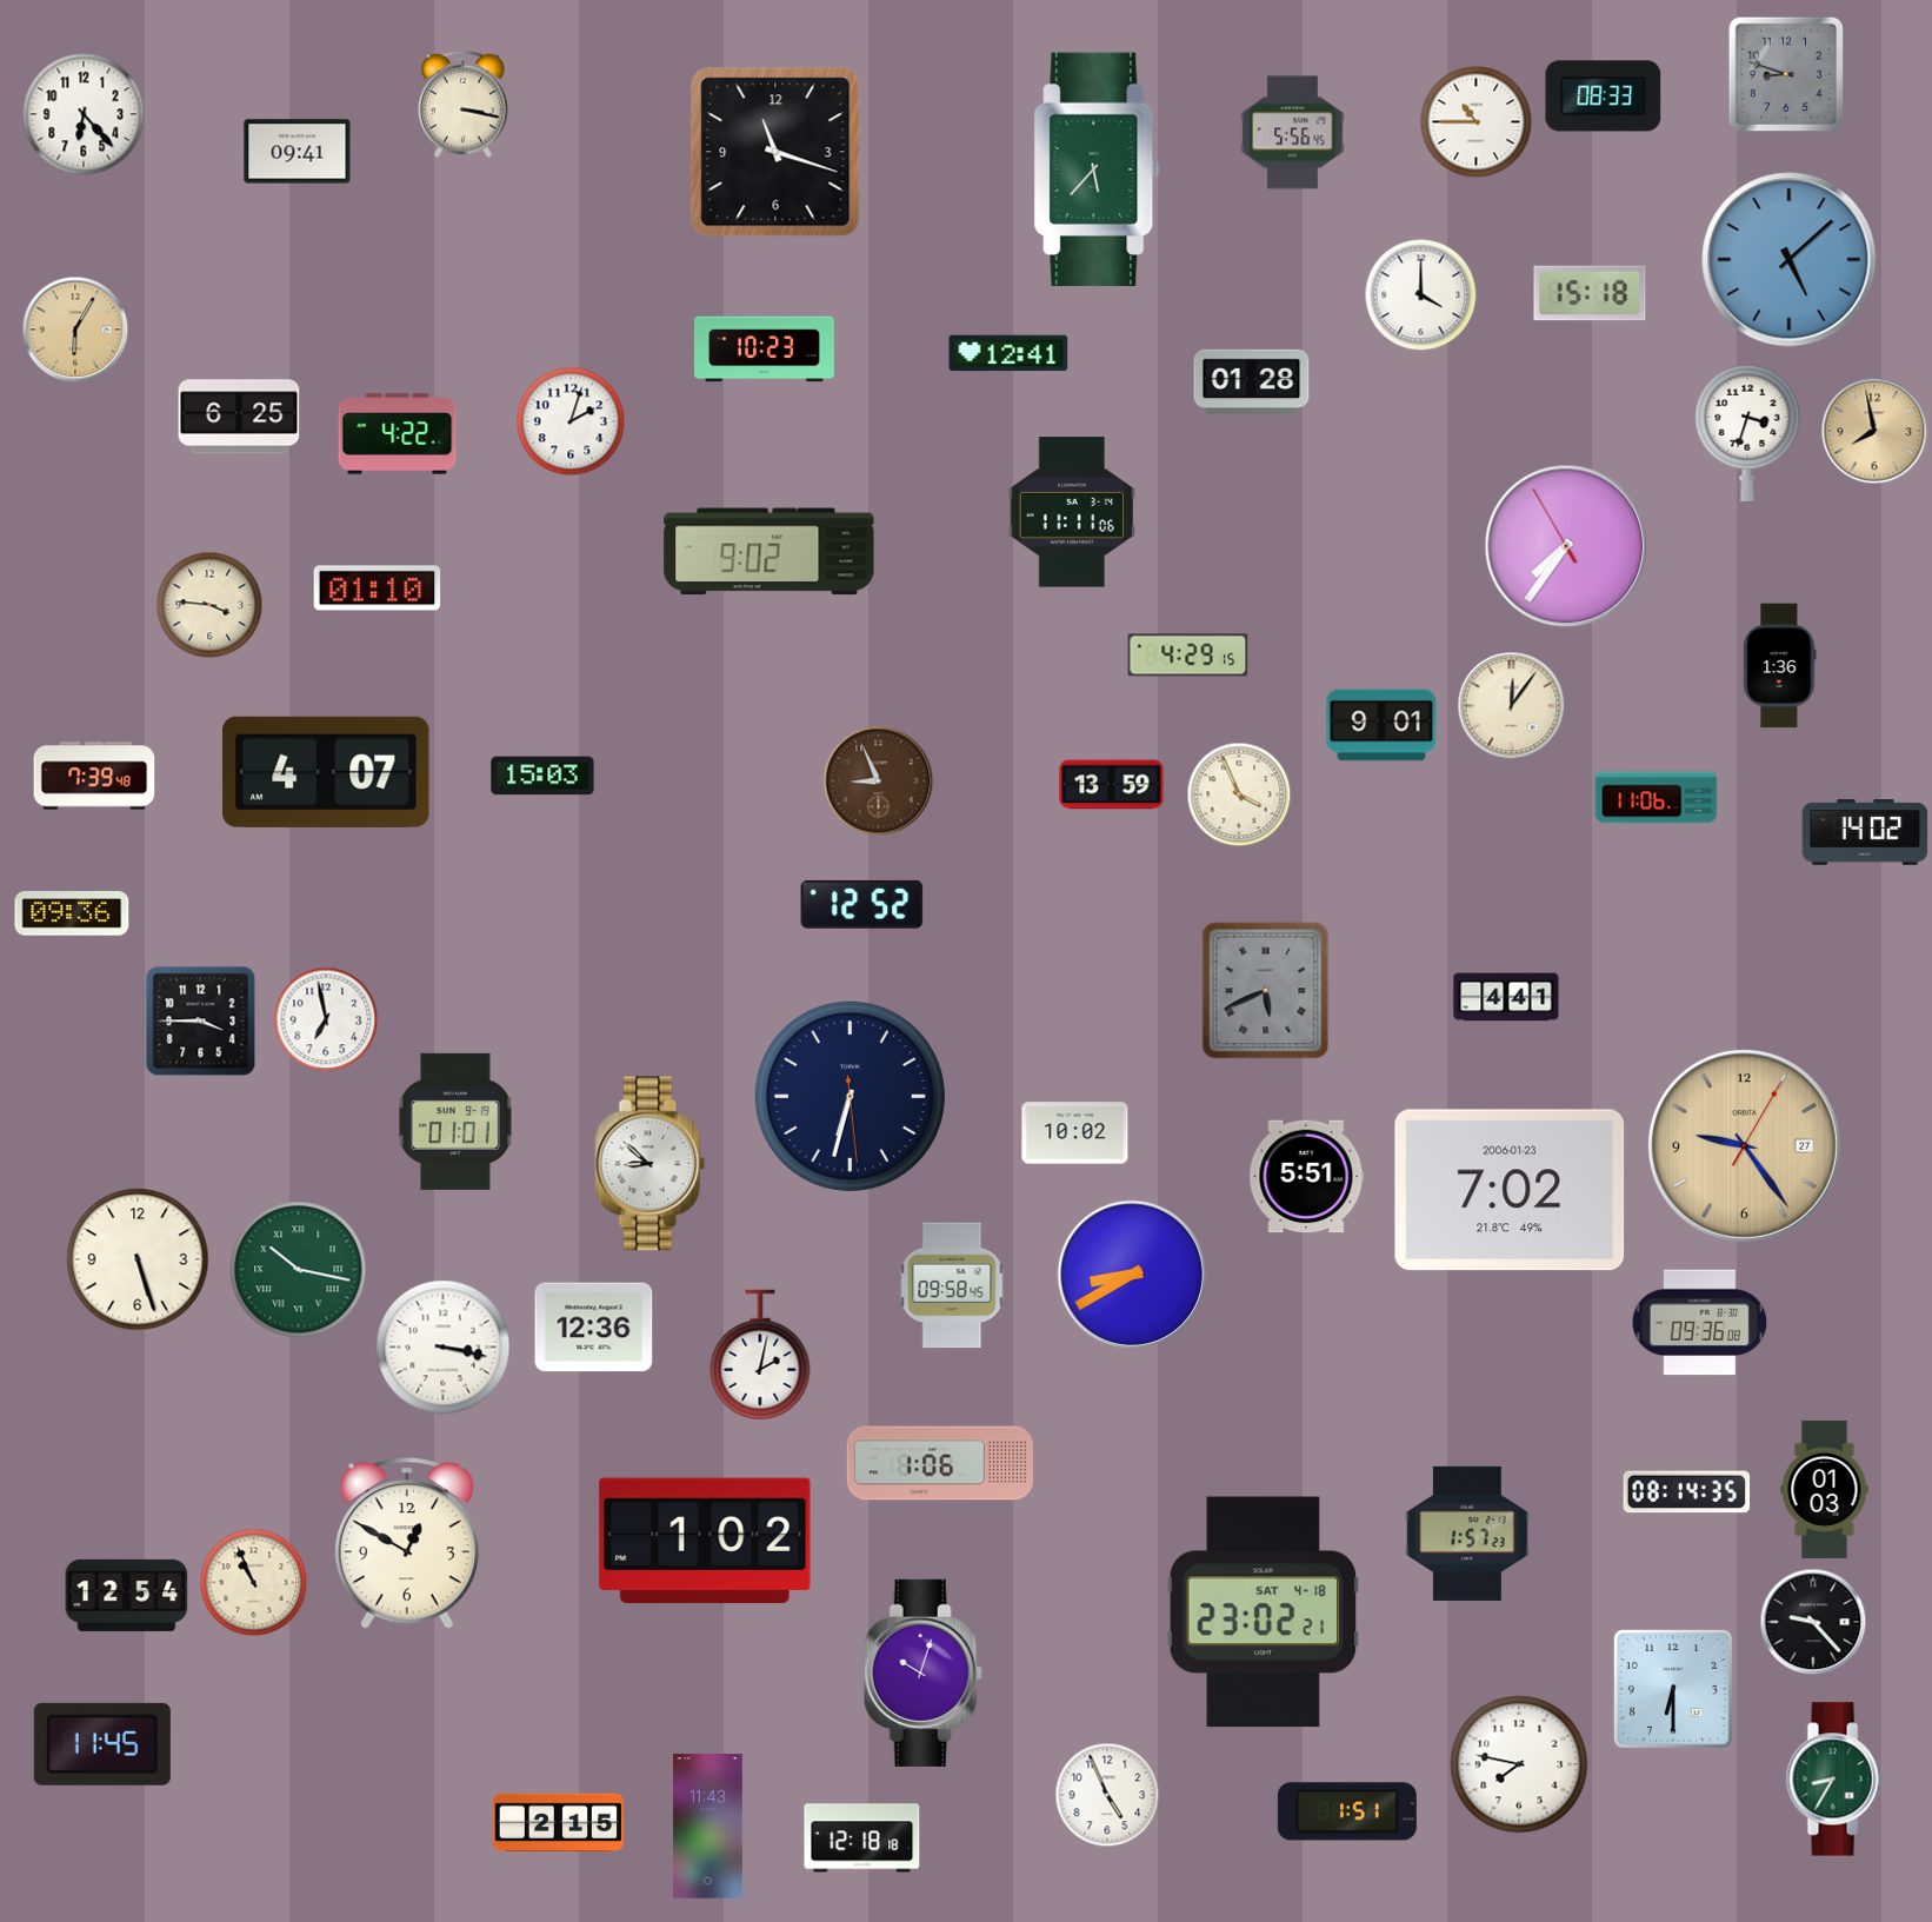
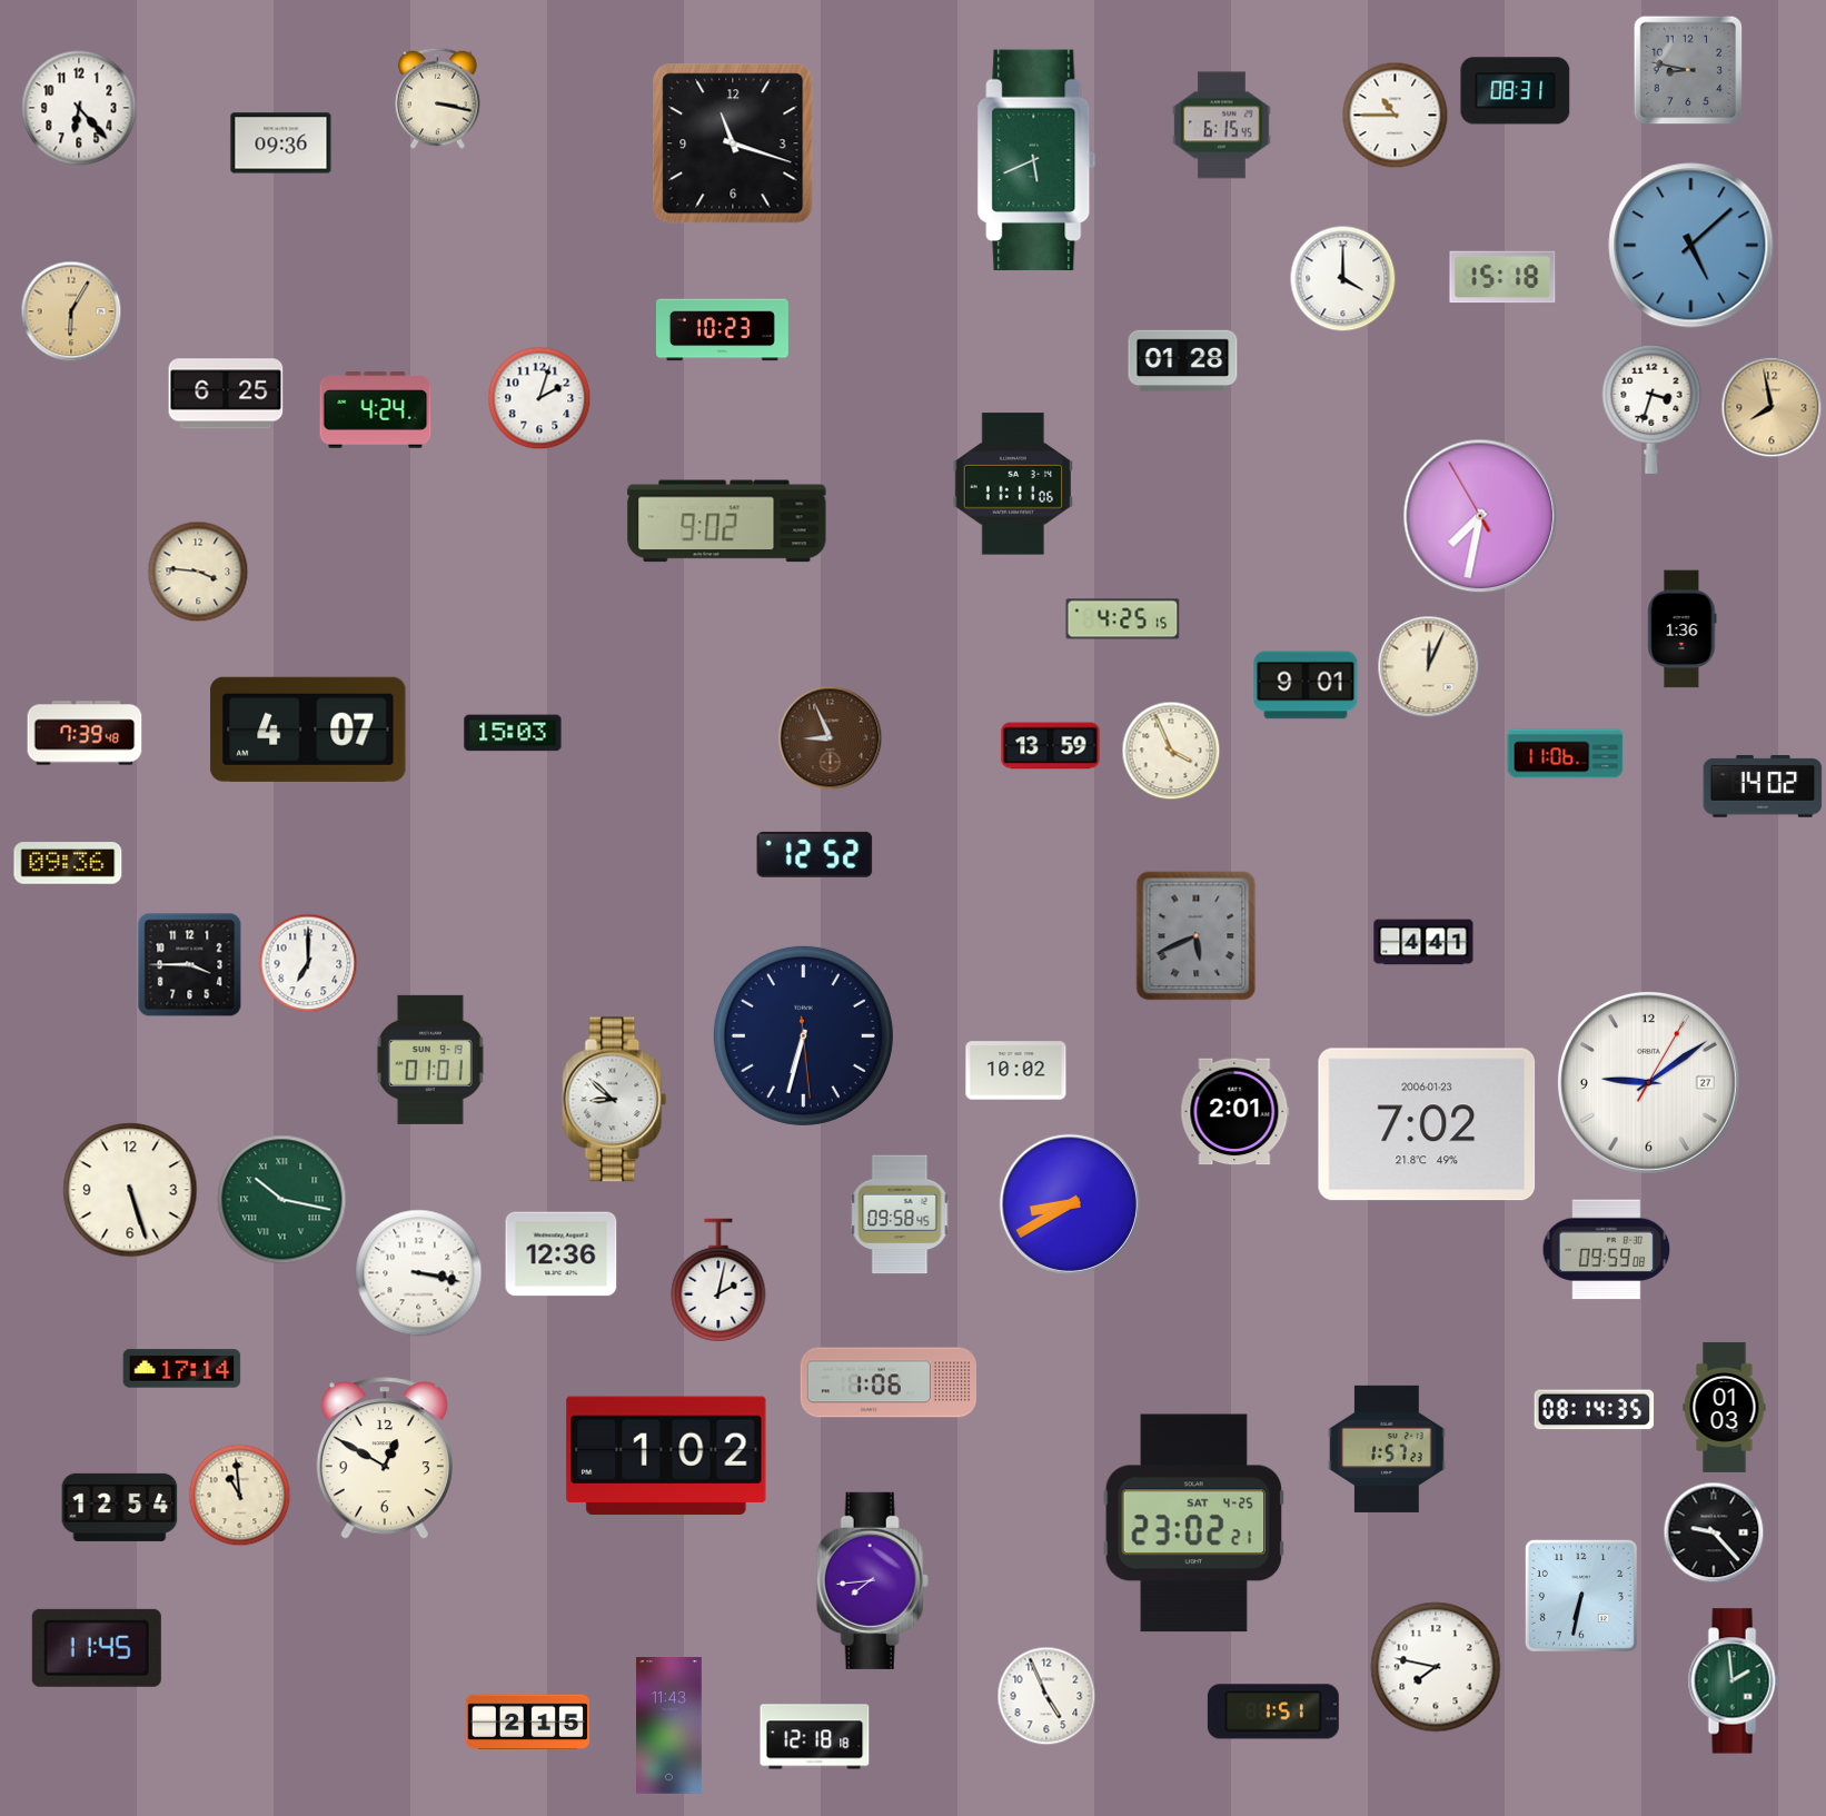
clock at (1786, 74): 8:48 -> 8:47
clock at (1604, 97): 08:33 -> 08:31
clock at (1293, 133): 5:56 -> 6:15
clock at (298, 152): 09:41 -> 09:36
clock at (1097, 169): 5:37 -> 5:41
clock at (1008, 353): 12:41 -> none
clock at (398, 434): 4:22 -> 4:24
clock at (1566, 546): 7:35 -> 7:31
clock at (378, 588): 01:10 -> none
clock at (1188, 656): 4:29 -> 4:25
clock at (1511, 705): 12:06 -> 12:04
clock at (94, 776) position: (94, 776) -> (85, 733)
clock at (1112, 785) position: (1112, 785) -> (1051, 746)
clock at (326, 1019): 6:58 -> 7:00
clock at (1744, 1145): 9:24 -> 9:09
clock at (1744, 1145) dial: champagne -> white
clock at (1307, 1177): 5:51 -> 2:01
clock at (1700, 1323): 09:36 -> 09:59
clock at (182, 1369): none -> 17:14
clock at (253, 1582): 10:56 -> 10:59
clock at (1264, 1612) date: SAT 4-18 -> SAT 4-25
clock at (922, 1672): 10:03 -> 7:44
clock at (1673, 1689): 6:30 -> 6:32
clock at (1834, 1780): 8:35 -> 1:59
